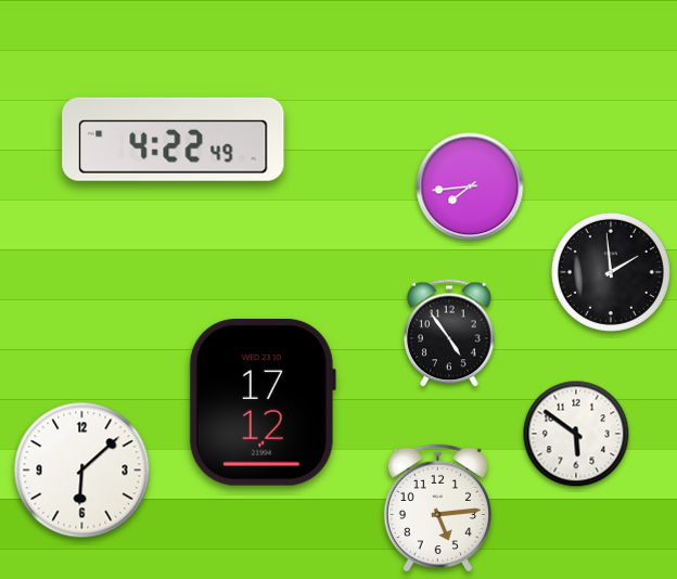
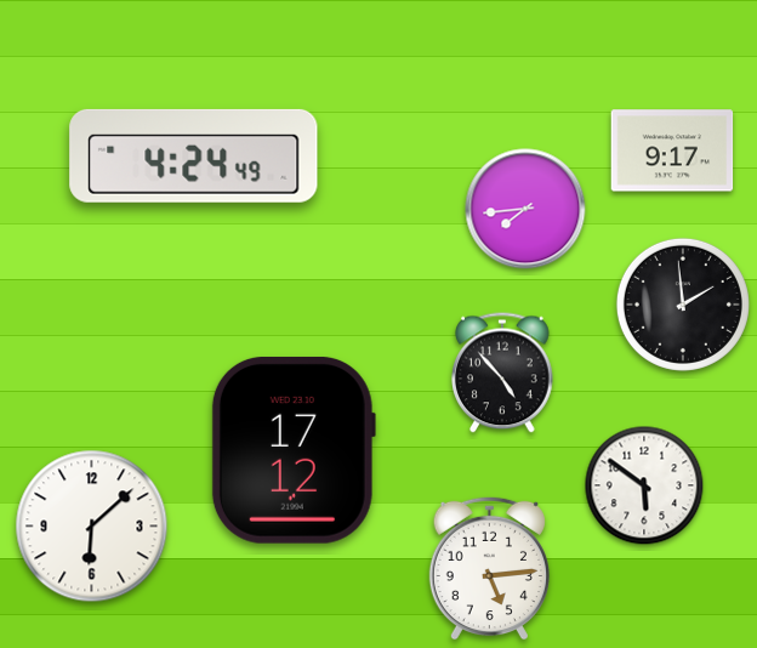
clock at (672, 150): none -> 9:17
clock at (174, 139): 4:22 -> 4:24
clock at (449, 333): 4:54 -> 4:53
